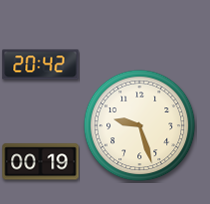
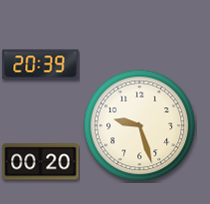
clock at (41, 65): 20:42 -> 20:39
clock at (41, 162): 00:19 -> 00:20
